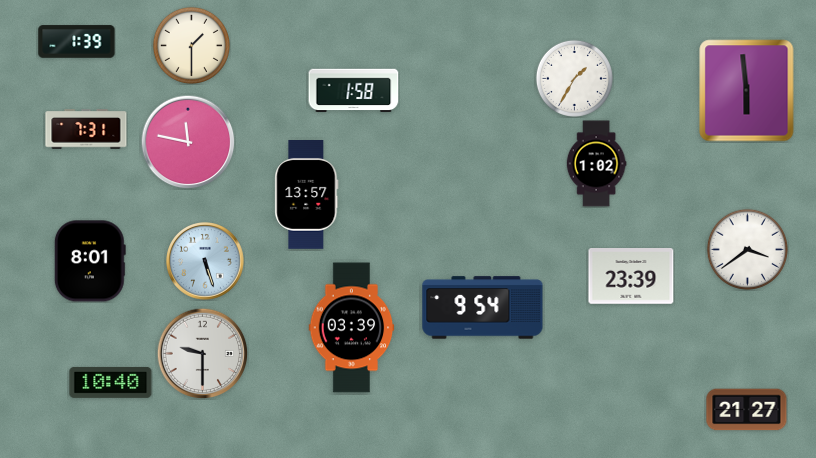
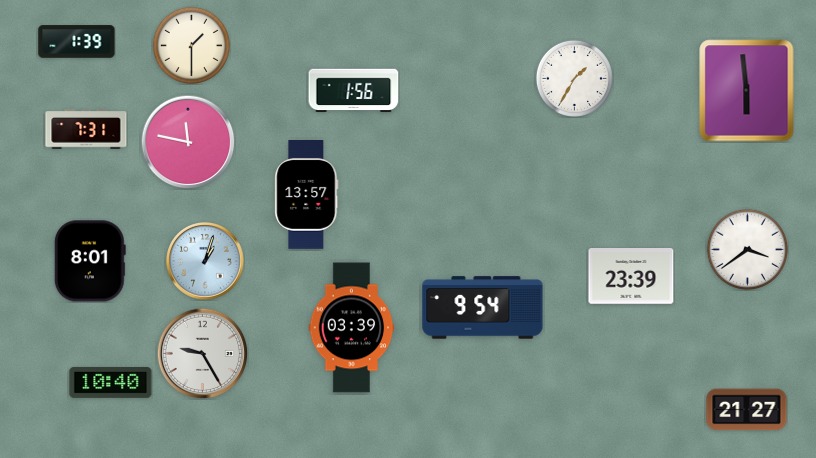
clock at (354, 91): 1:58 -> 1:56
clock at (596, 164): 1:02 -> none
clock at (206, 262): 5:27 -> 1:03
clock at (202, 353): 9:30 -> 9:25
